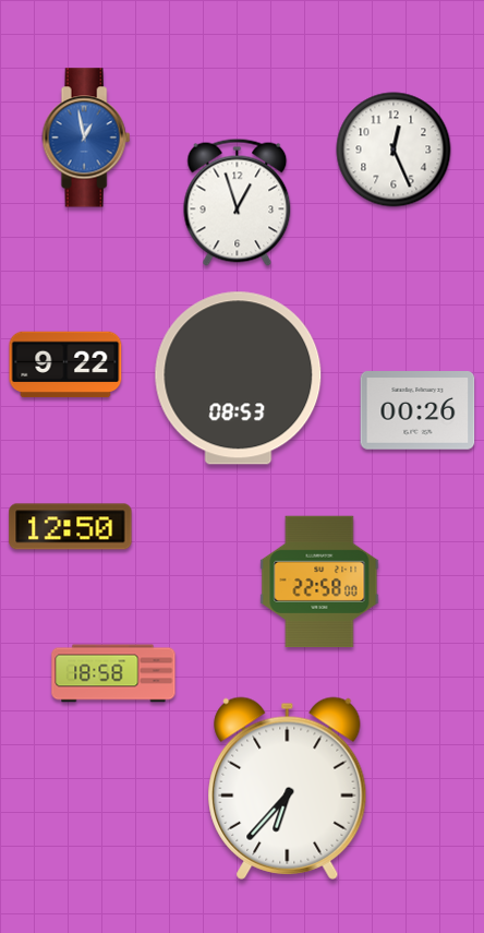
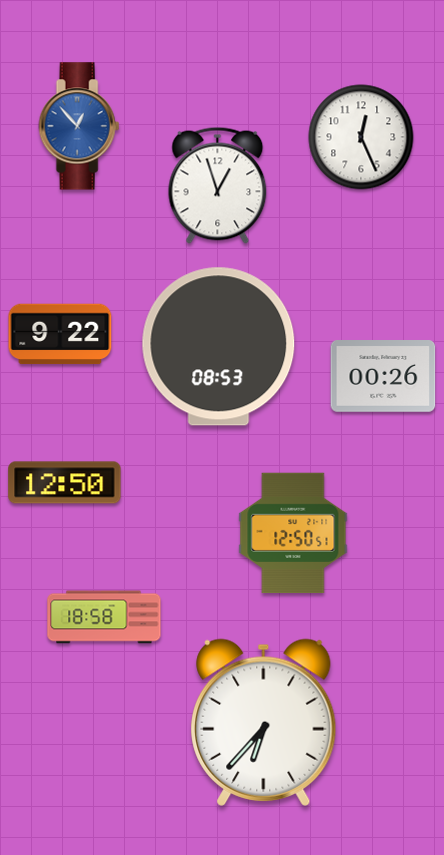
clock at (86, 137): 12:58 -> 12:53
clock at (319, 582): 22:58 -> 12:50
